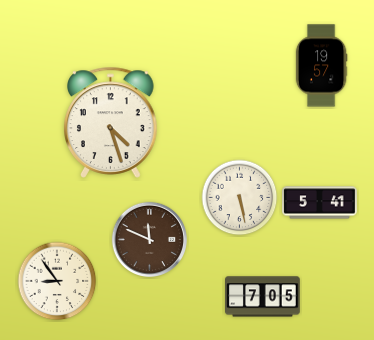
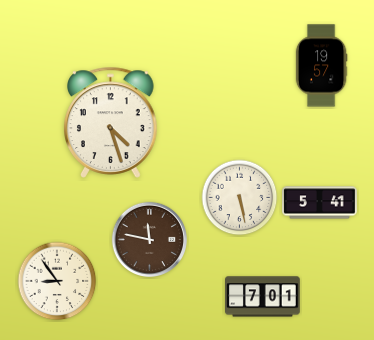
clock at (149, 239): 11:49 -> 11:47
clock at (263, 297): 7:05 -> 7:01
